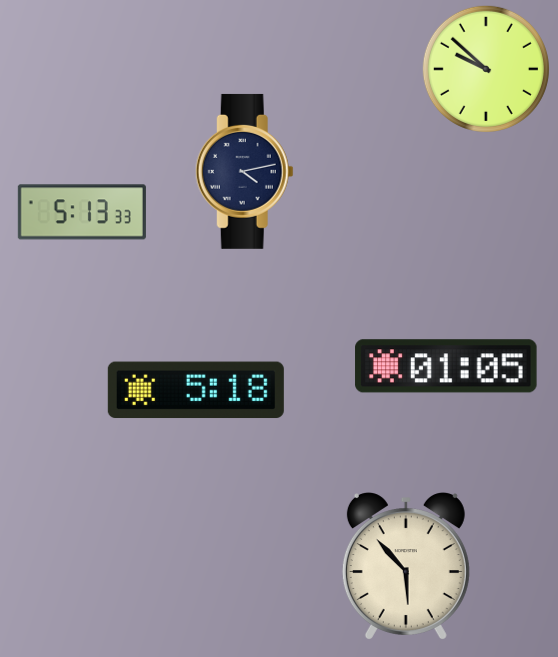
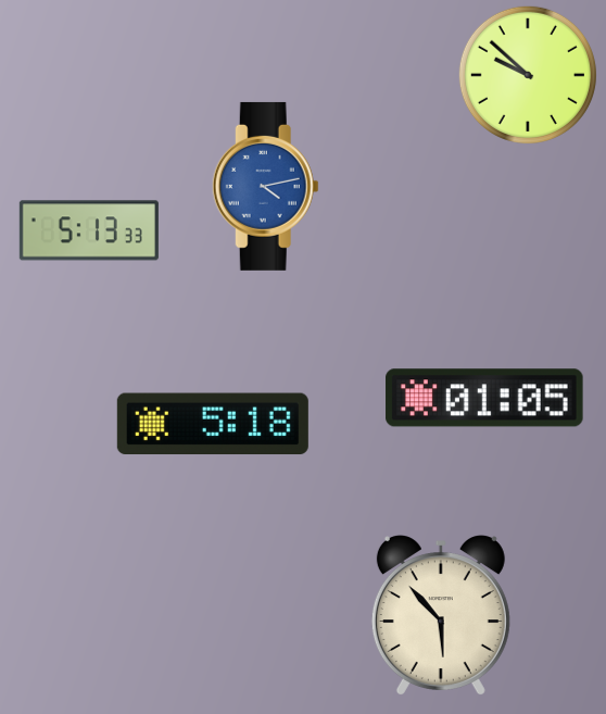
clock at (244, 171) dial: navy -> blue
